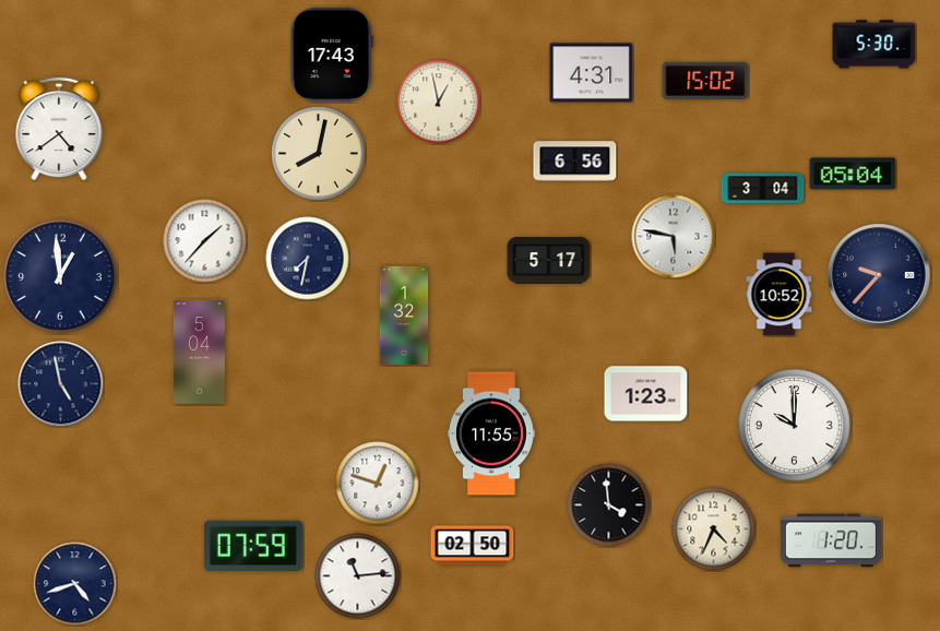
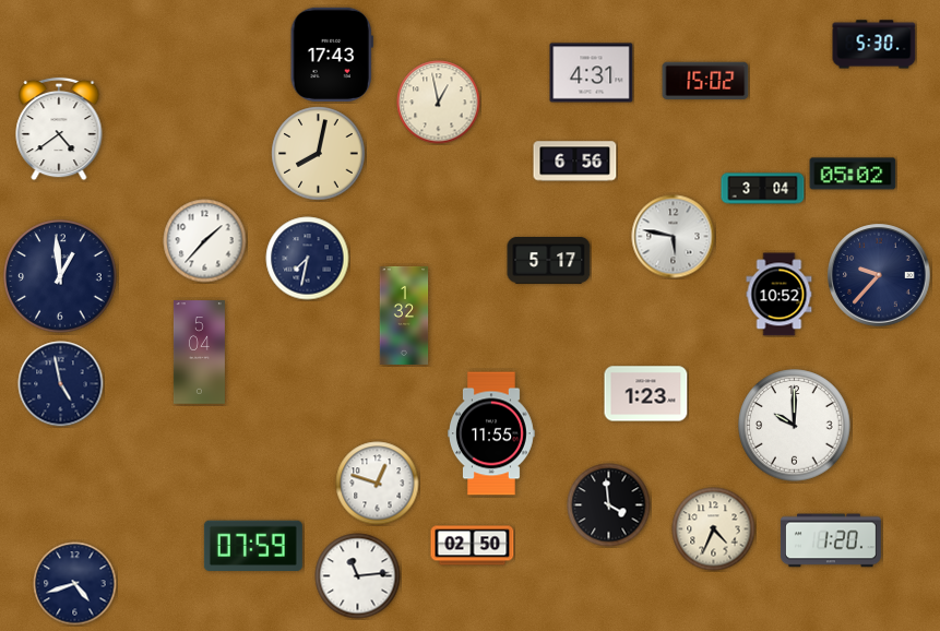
clock at (853, 174): 05:04 -> 05:02
